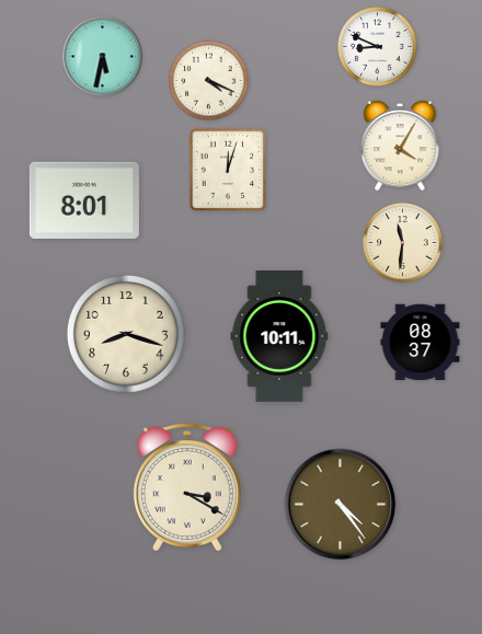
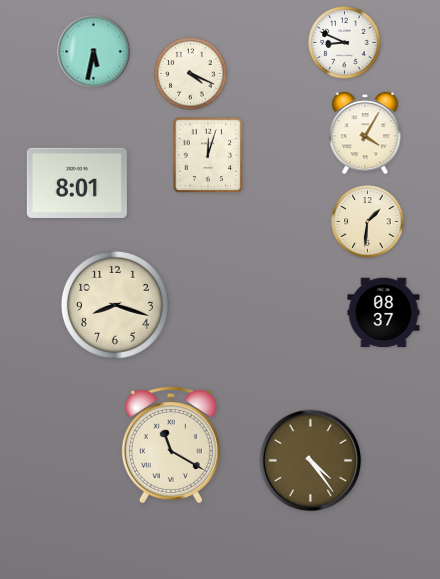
clock at (403, 243): 11:31 -> 1:31
clock at (279, 337): 10:11 -> none
clock at (187, 486): 3:20 -> 11:20
